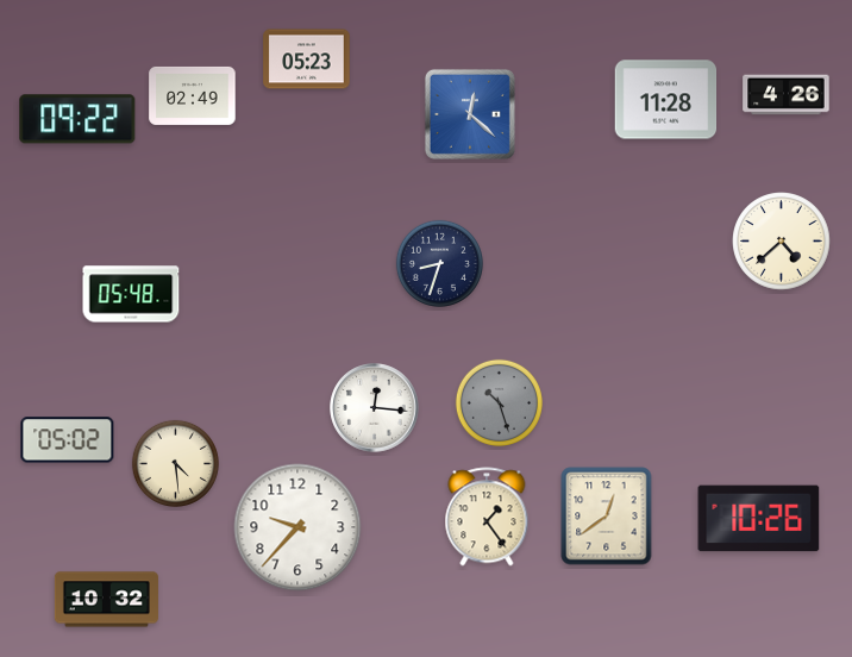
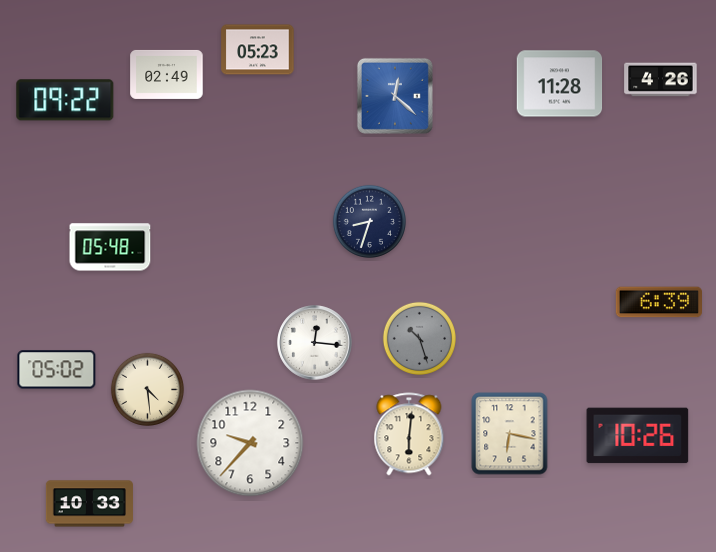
clock at (193, 95) position: (193, 95) -> (167, 74)
clock at (782, 242): 4:38 -> none
clock at (658, 302): none -> 6:39
clock at (487, 517): 1:24 -> 6:01
clock at (607, 517): 12:39 -> 6:17
clock at (106, 600): 10:32 -> 10:33
